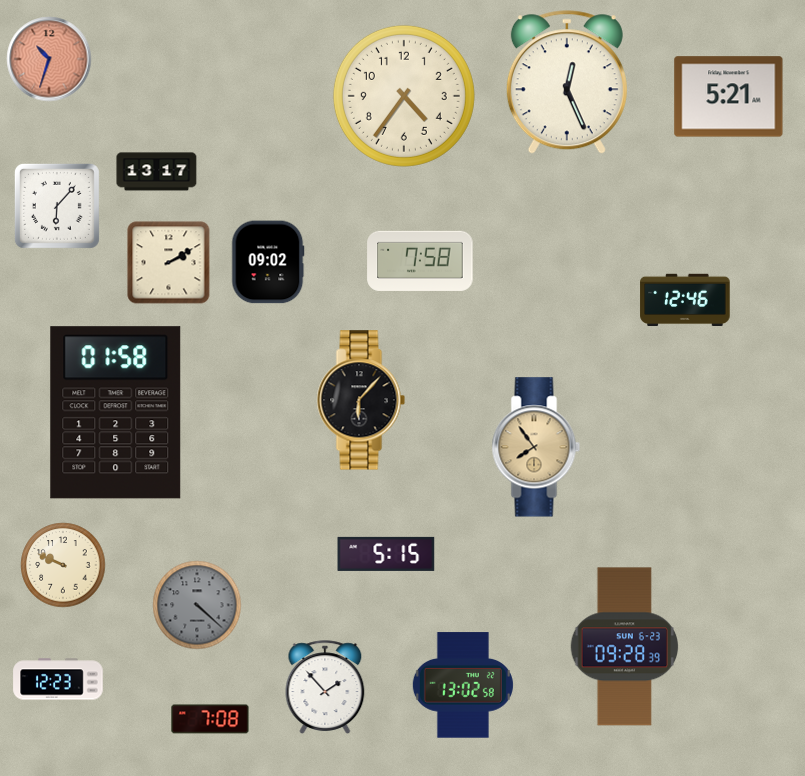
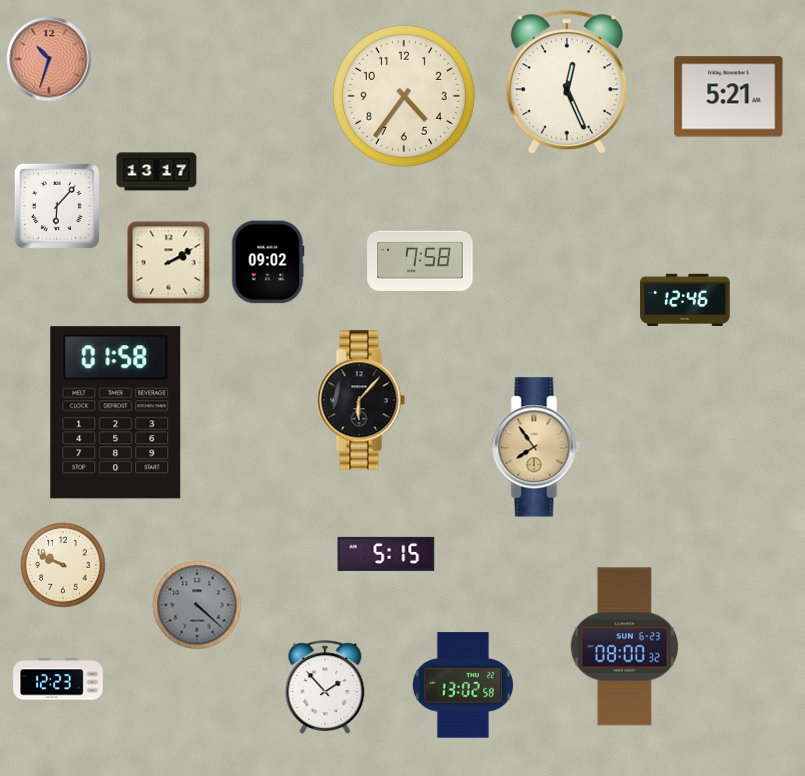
clock at (625, 647): 09:28 -> 08:00
clock at (210, 719): 7:08 -> none
